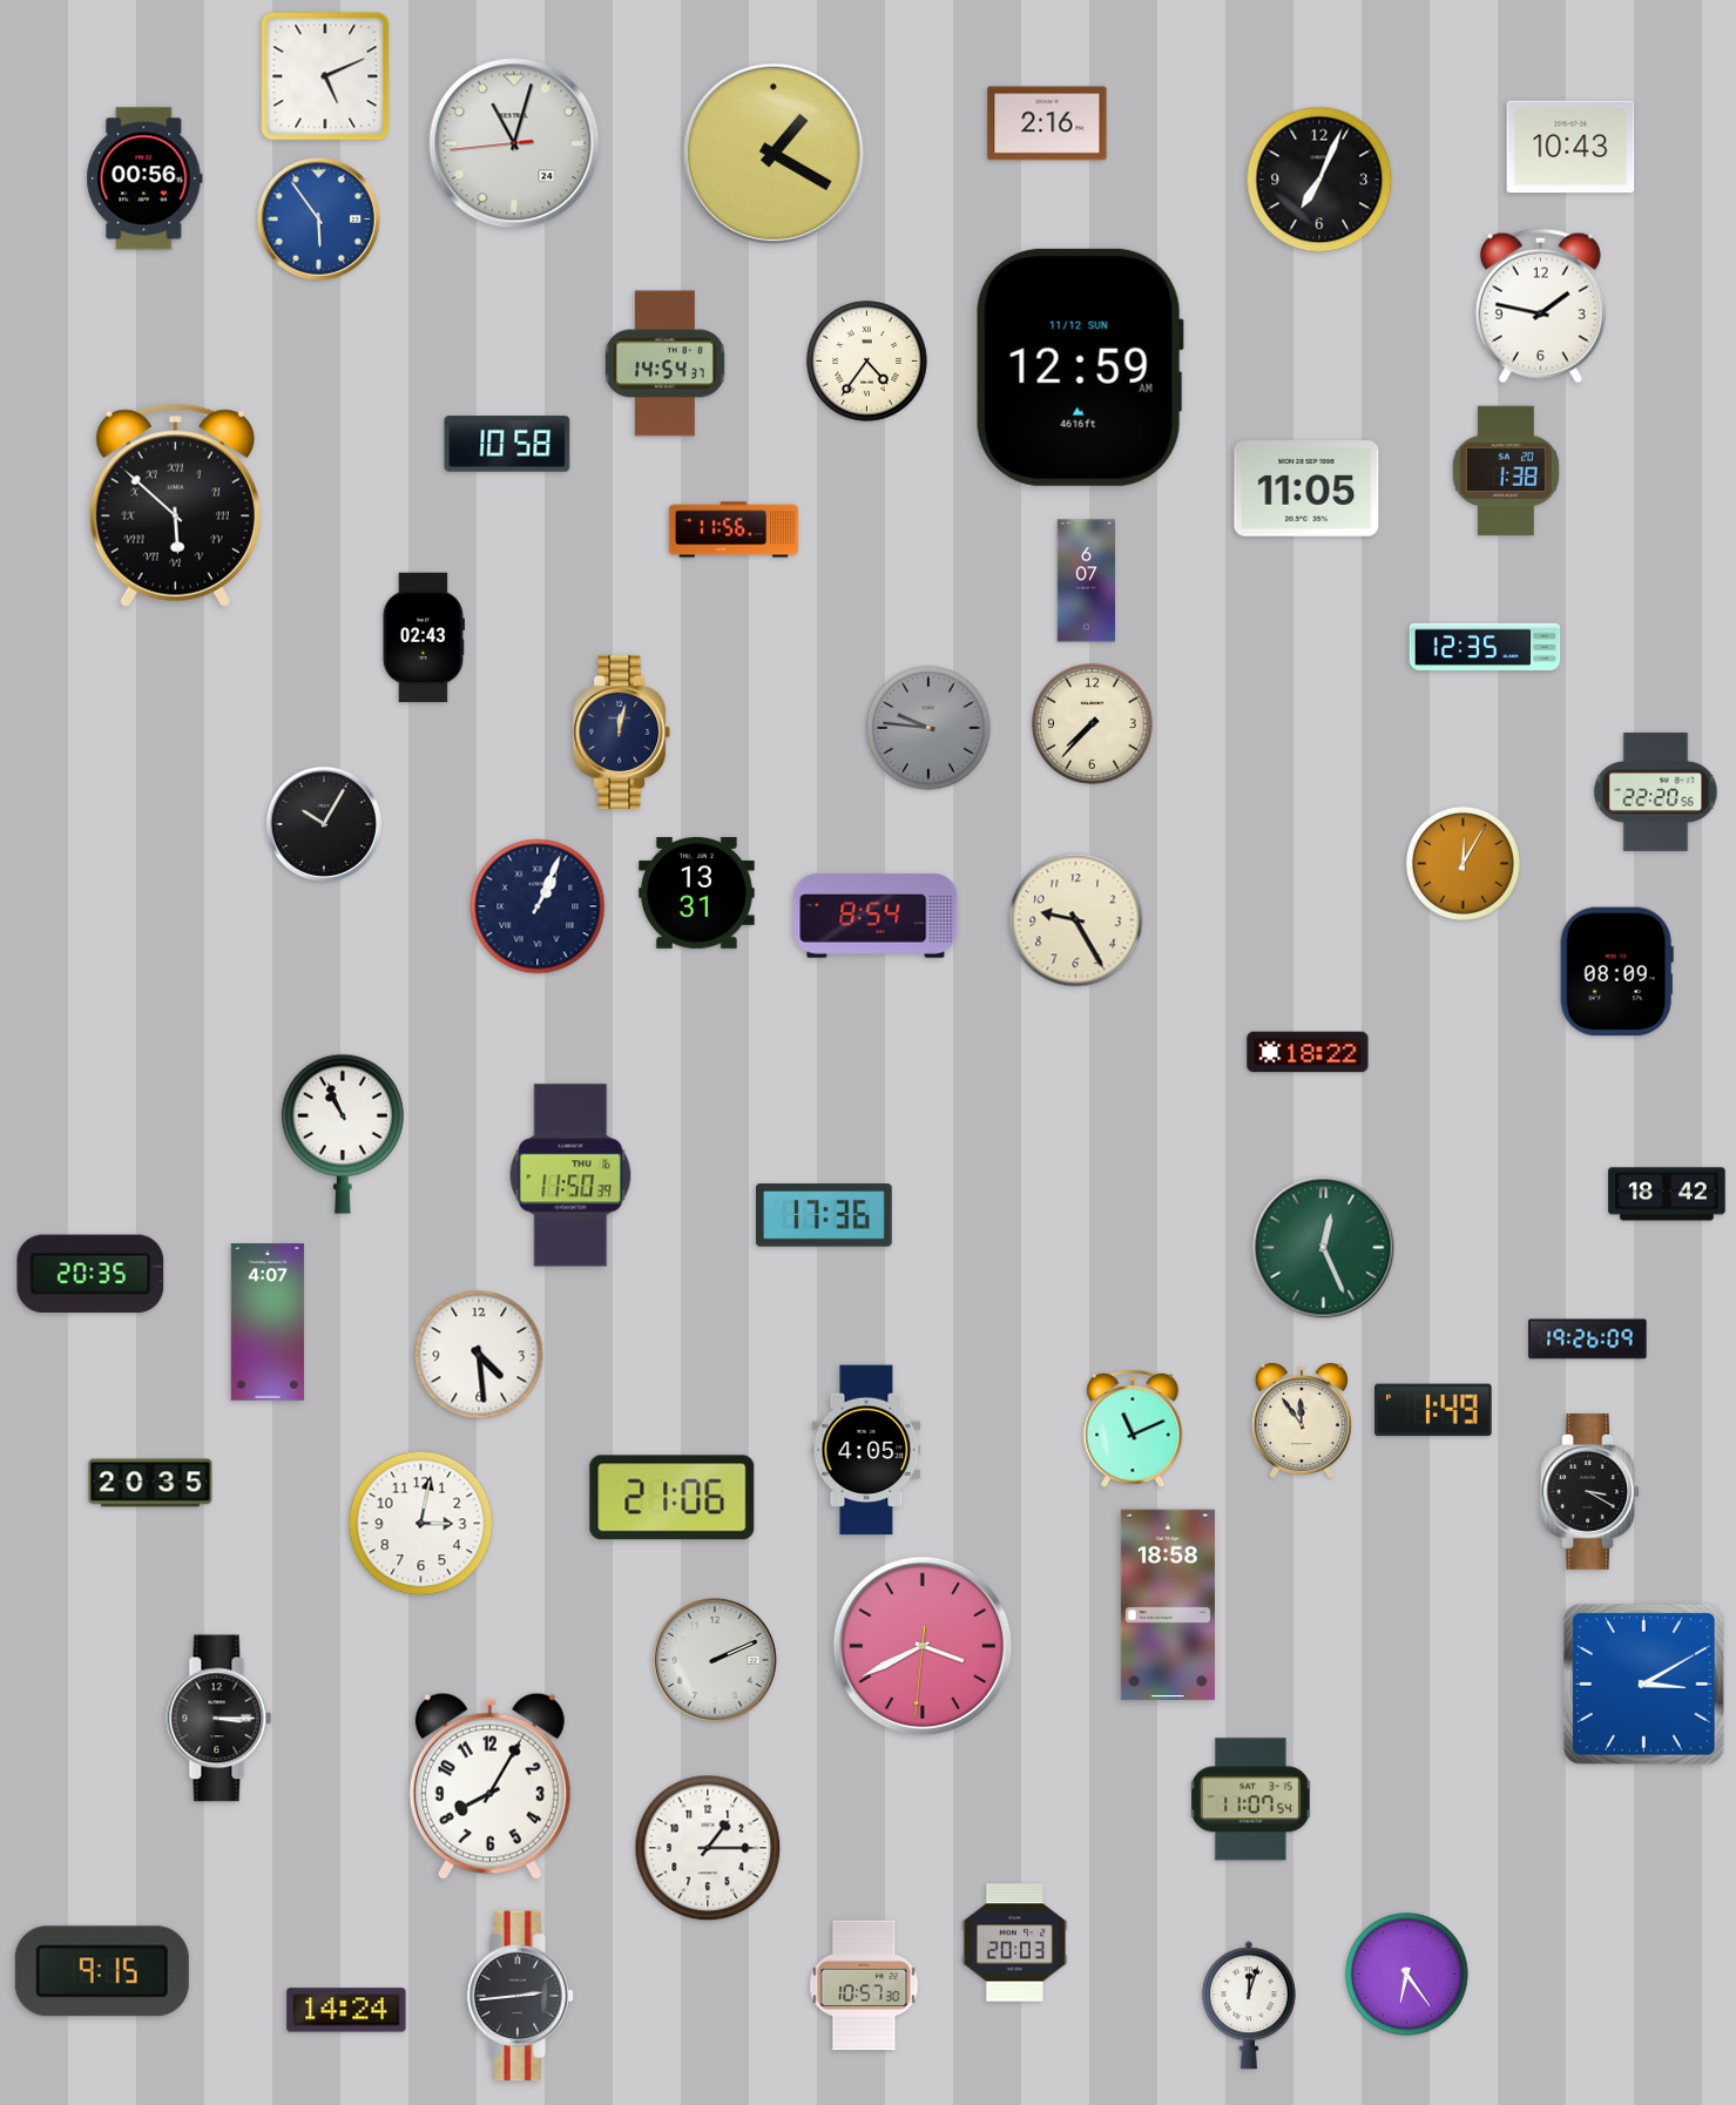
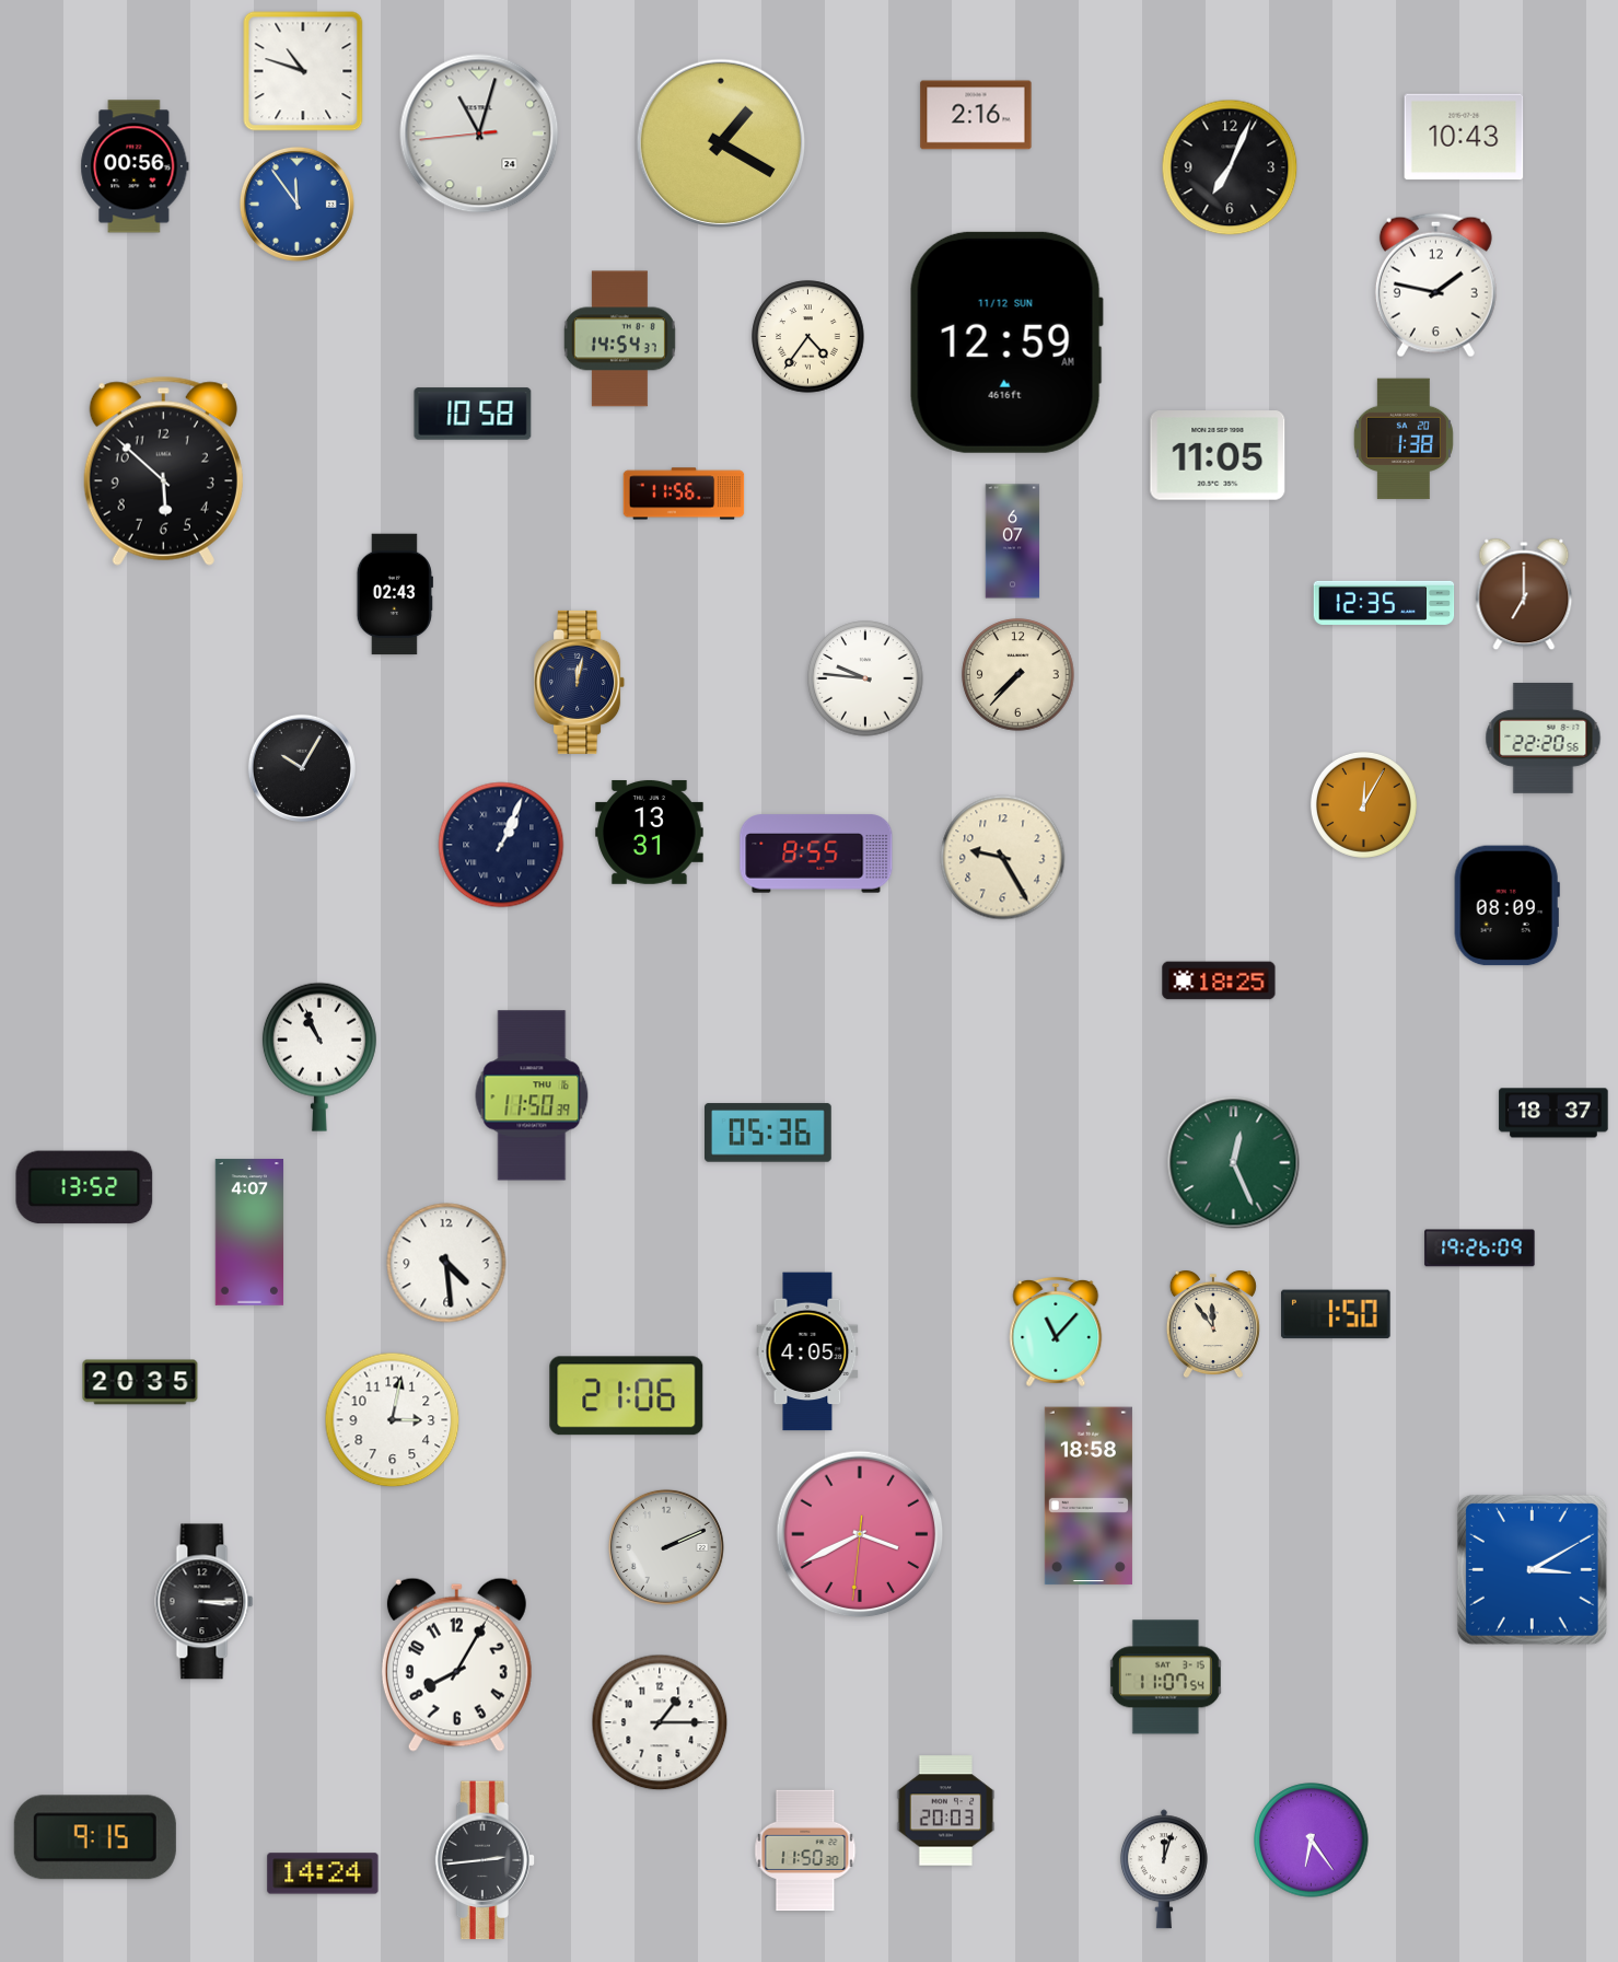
clock at (325, 76): 5:11 -> 10:48
clock at (318, 218): 5:54 -> 11:54
clock at (175, 505) numerals: Roman -> Arabic
clock at (1524, 594): none -> 7:00
clock at (928, 728) dial: grey -> white
clock at (876, 916): 8:54 -> 8:55
clock at (1308, 1052): 18:22 -> 18:25
clock at (1667, 1194): 18:42 -> 18:37
clock at (825, 1215): 17:36 -> 05:36
clock at (90, 1274): 20:35 -> 13:52
clock at (1433, 1410): 1:49 -> 1:50
clock at (1133, 1429): 11:11 -> 11:07
clock at (1589, 1491): 3:20 -> none
clock at (864, 1985): 10:57 -> 11:50
